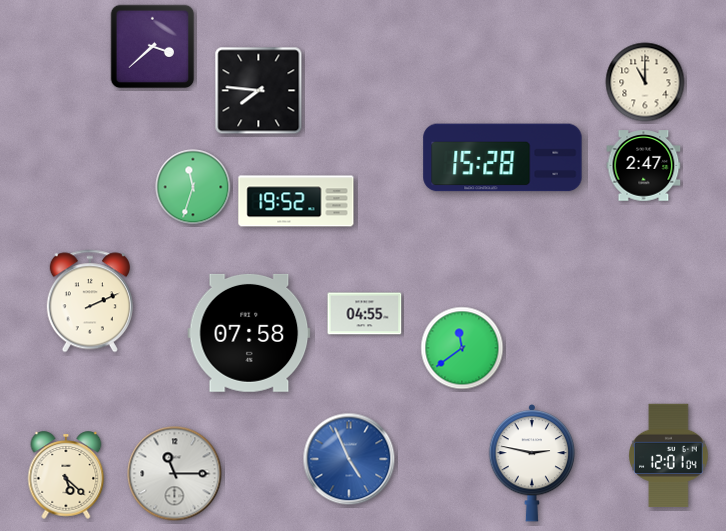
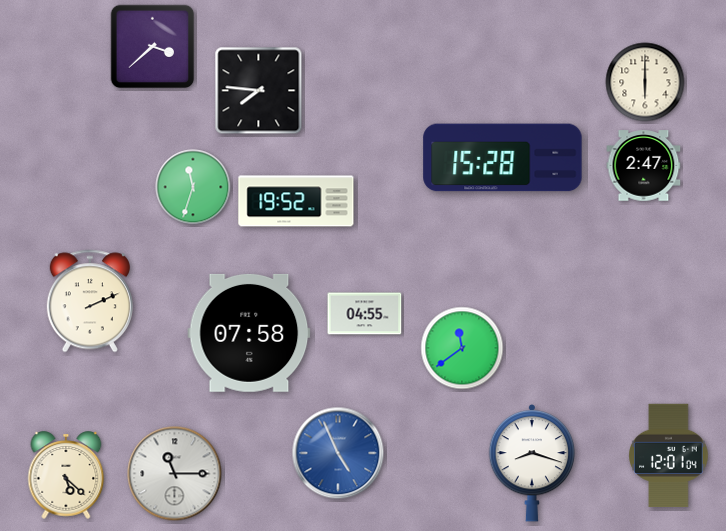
clock at (645, 82): 11:00 -> 6:00
clock at (349, 459) position: (349, 459) -> (338, 453)
clock at (532, 464): 2:47 -> 8:18
